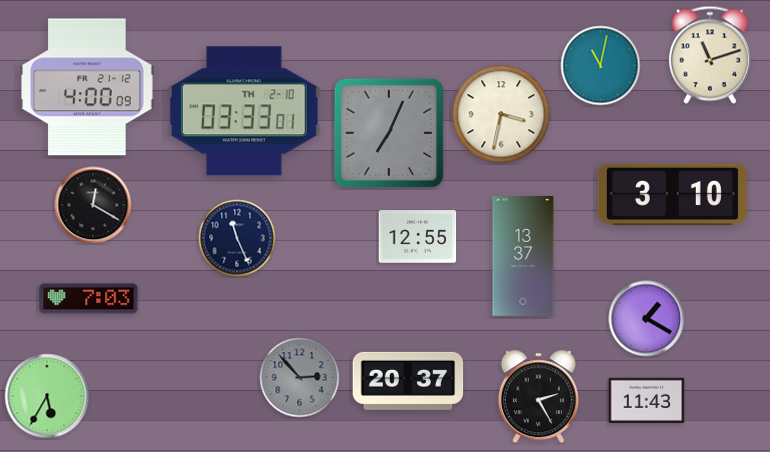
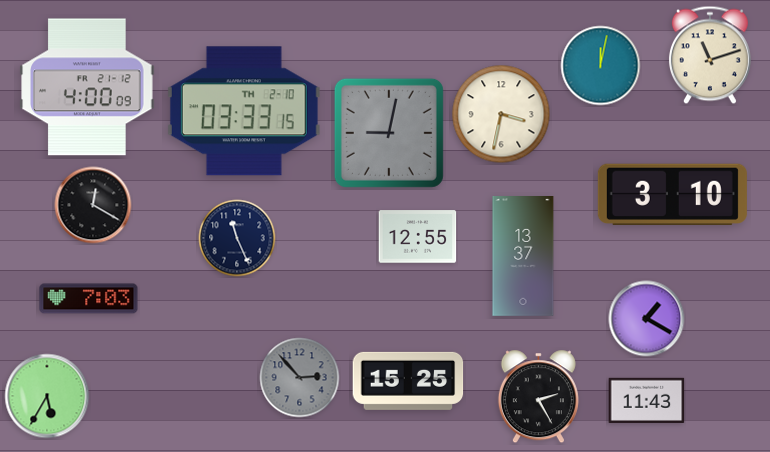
clock at (601, 66): 11:02 -> 12:02
clock at (244, 111): 03:33:01 -> 03:33:15
clock at (389, 133): 7:04 -> 9:02
clock at (408, 381): 20:37 -> 15:25
